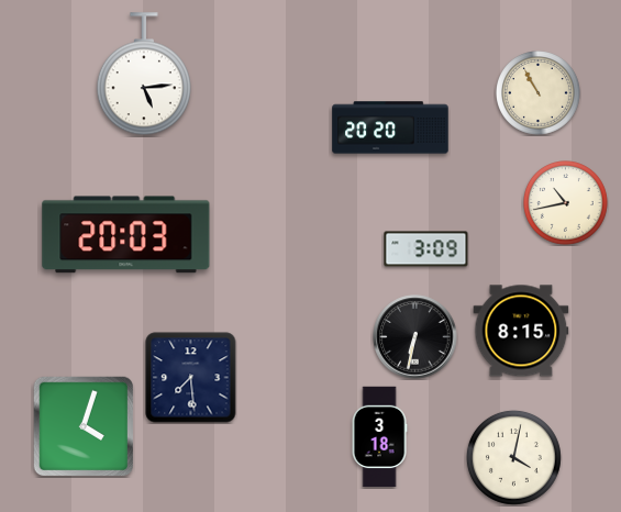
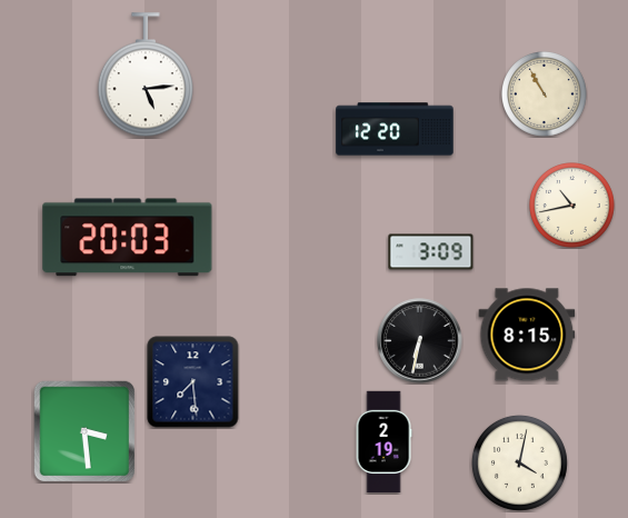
clock at (390, 127): 20:20 -> 12:20
clock at (84, 426): 4:03 -> 3:29
clock at (379, 437): 3:18 -> 2:19
